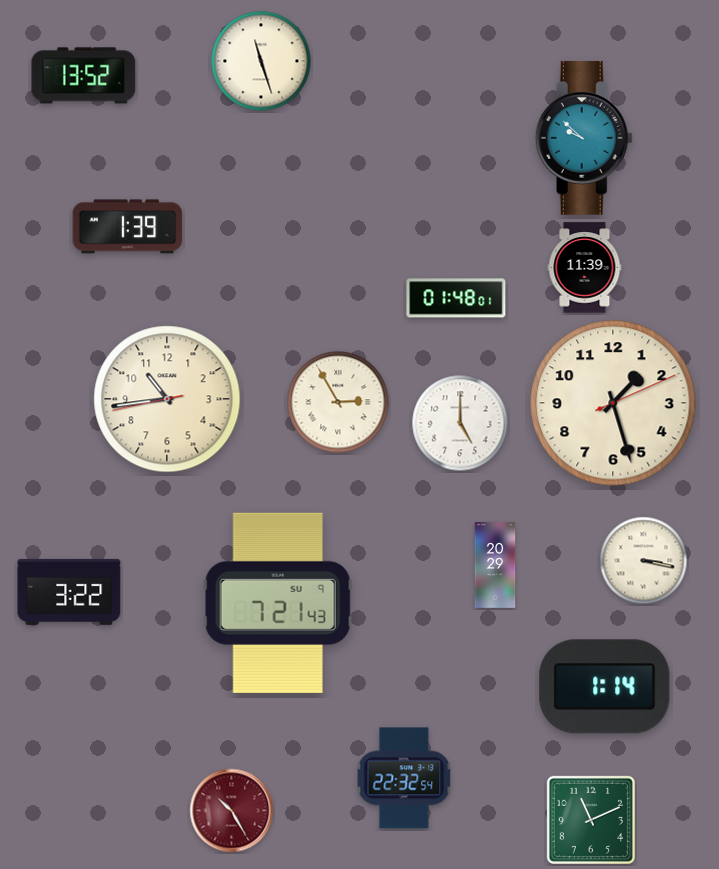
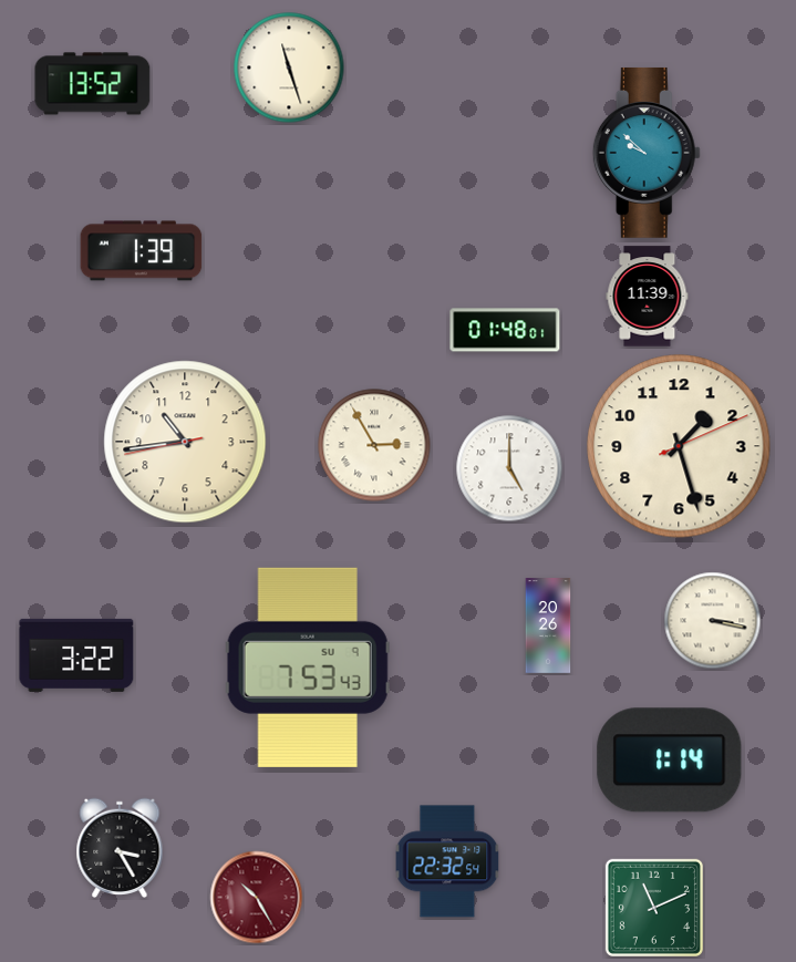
clock at (495, 565): 20:29 -> 20:26
clock at (278, 603): 7:21 -> 7:53
clock at (120, 848): none -> 3:25
